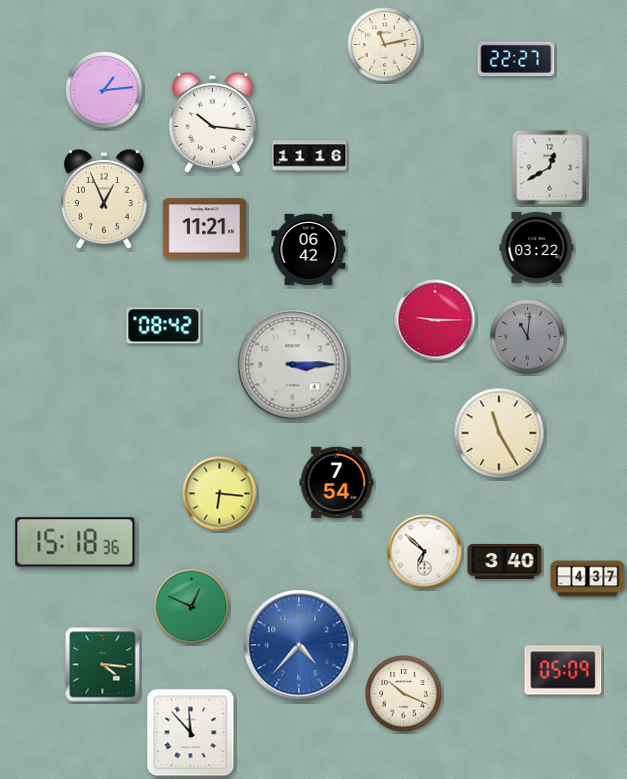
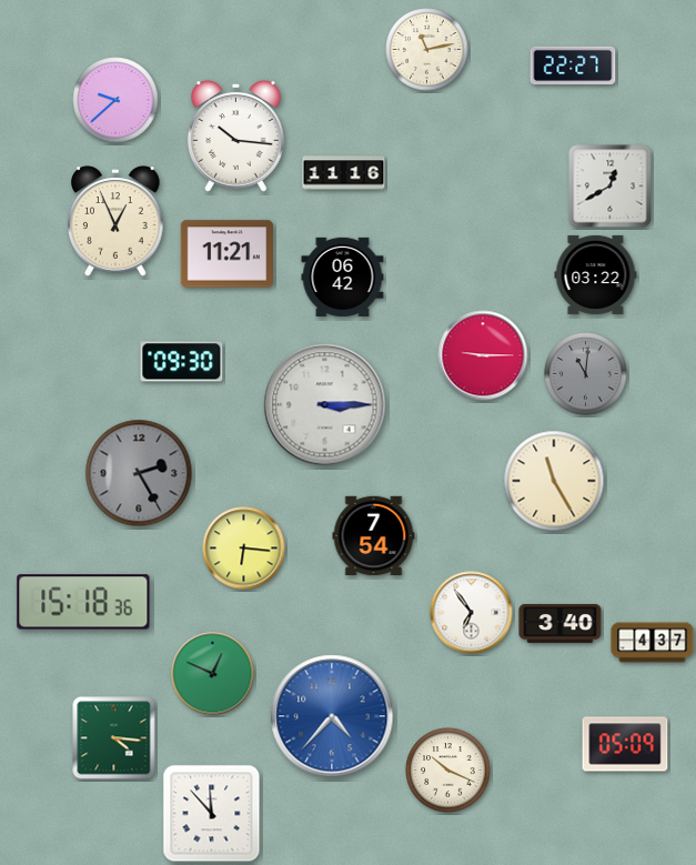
clock at (104, 90): 1:14 -> 9:38
clock at (164, 326): 08:42 -> 09:30
clock at (139, 473): none -> 2:25
clock at (425, 552): 6:52 -> 6:54
